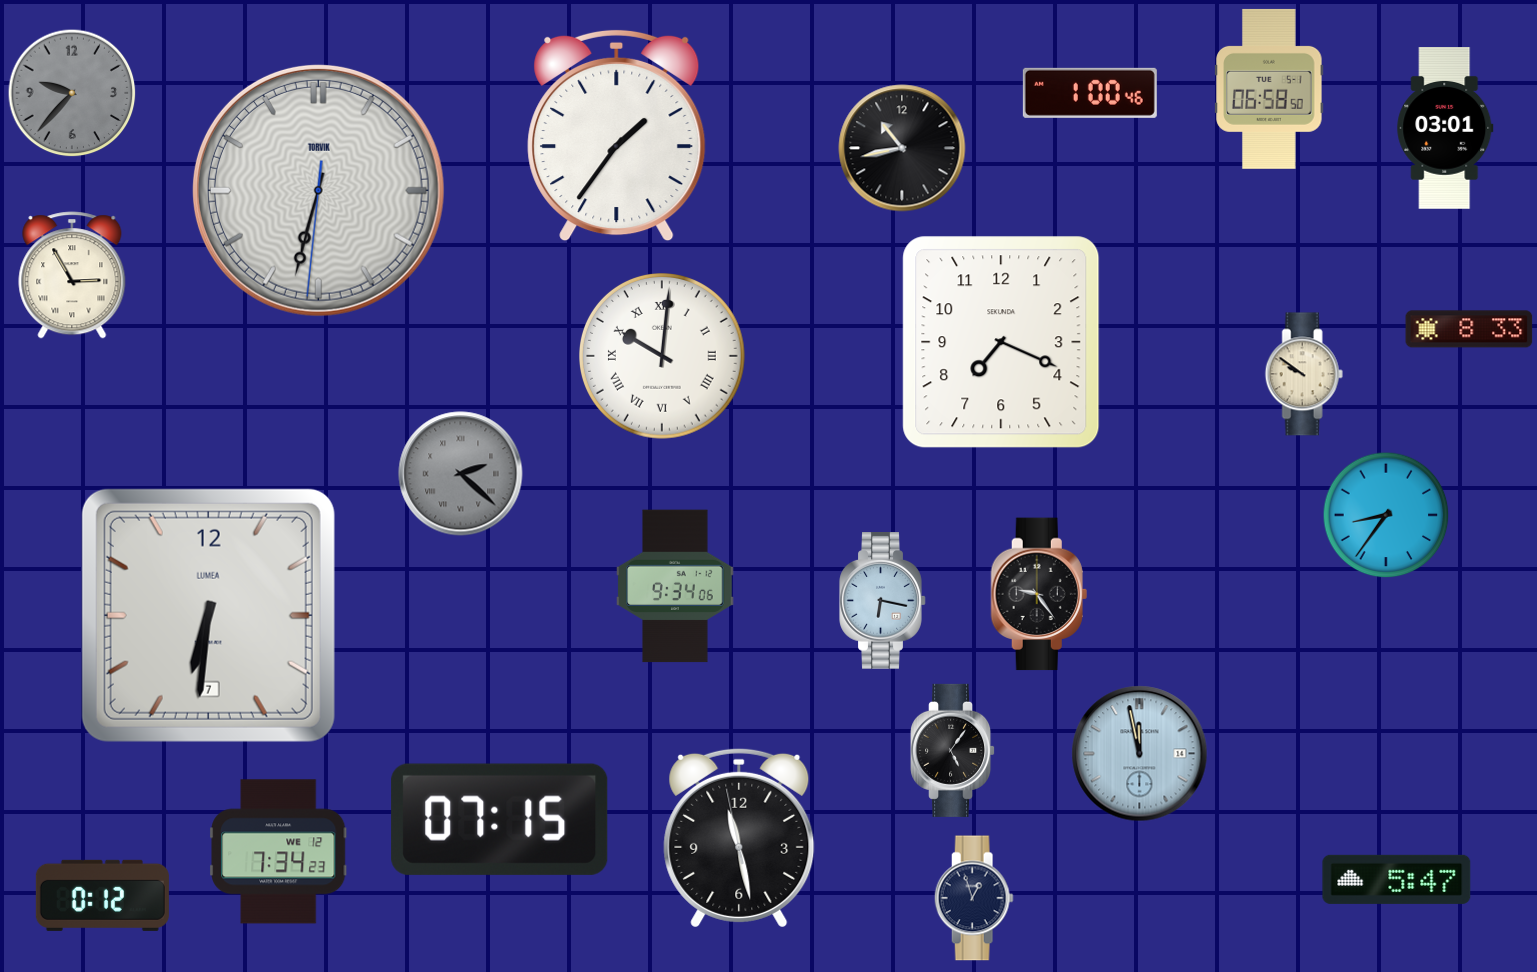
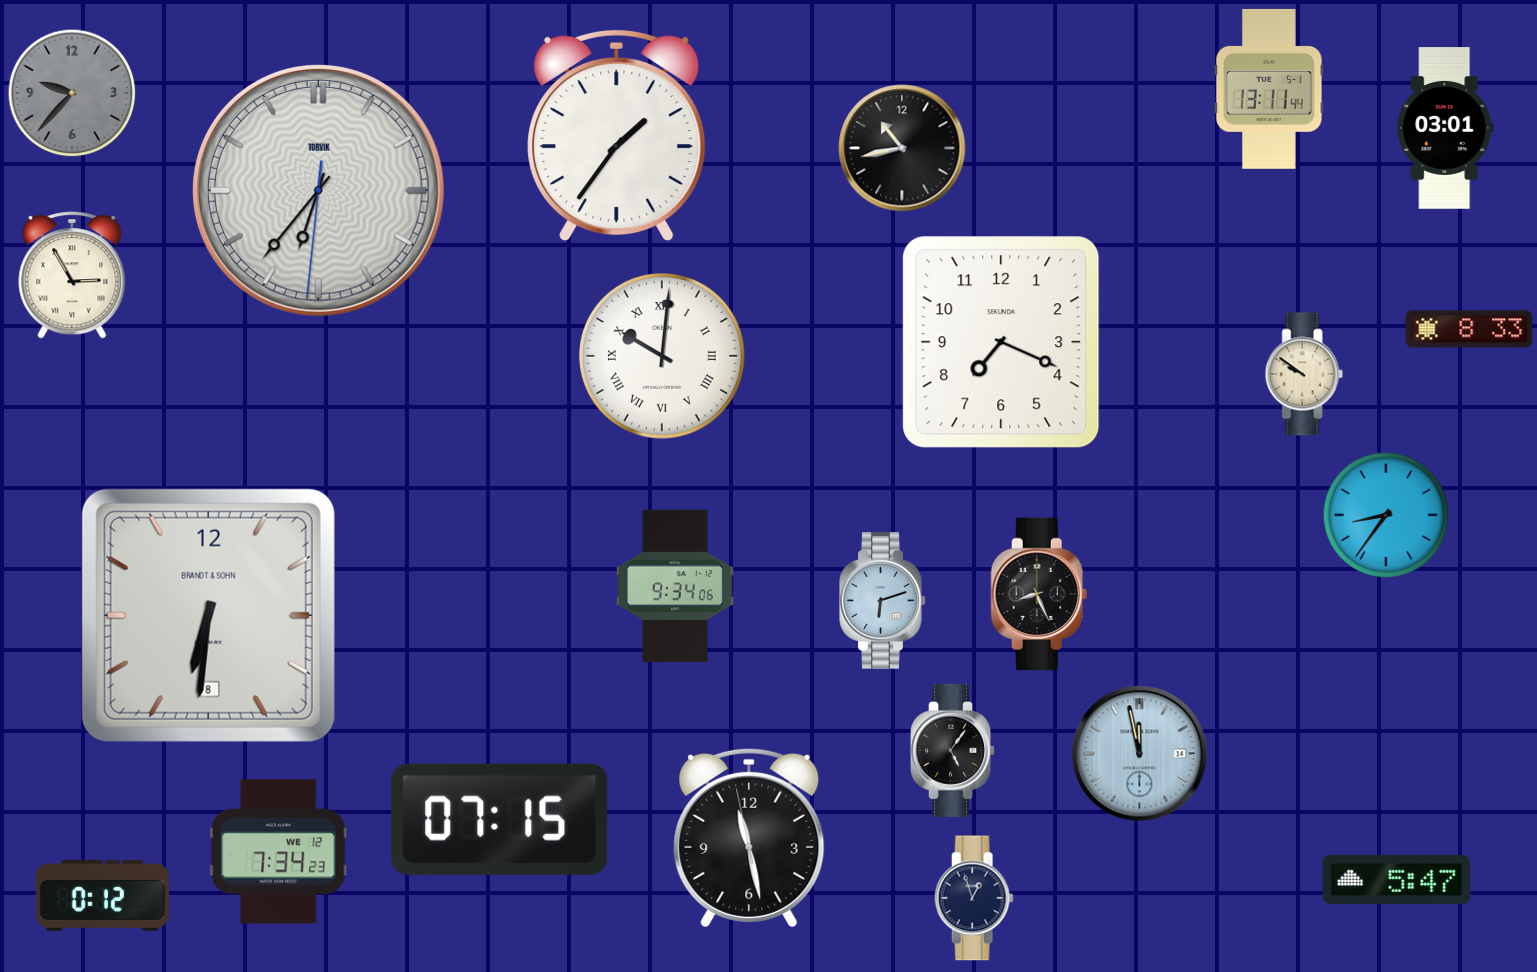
clock at (1269, 89): 06:58 -> 13:11
clock at (1090, 93): 1:00 -> none
clock at (318, 190): 6:32 -> 6:36
clock at (461, 474): 2:22 -> none
clock at (1039, 594): 9:24 -> 8:26
clock at (883, 601): 6:17 -> 6:12
clock at (208, 615) date: 7 -> 8
clock at (208, 615) brand: LUMEA -> BRANDT & SOHN
clock at (739, 838) position: (739, 838) -> (749, 838)
